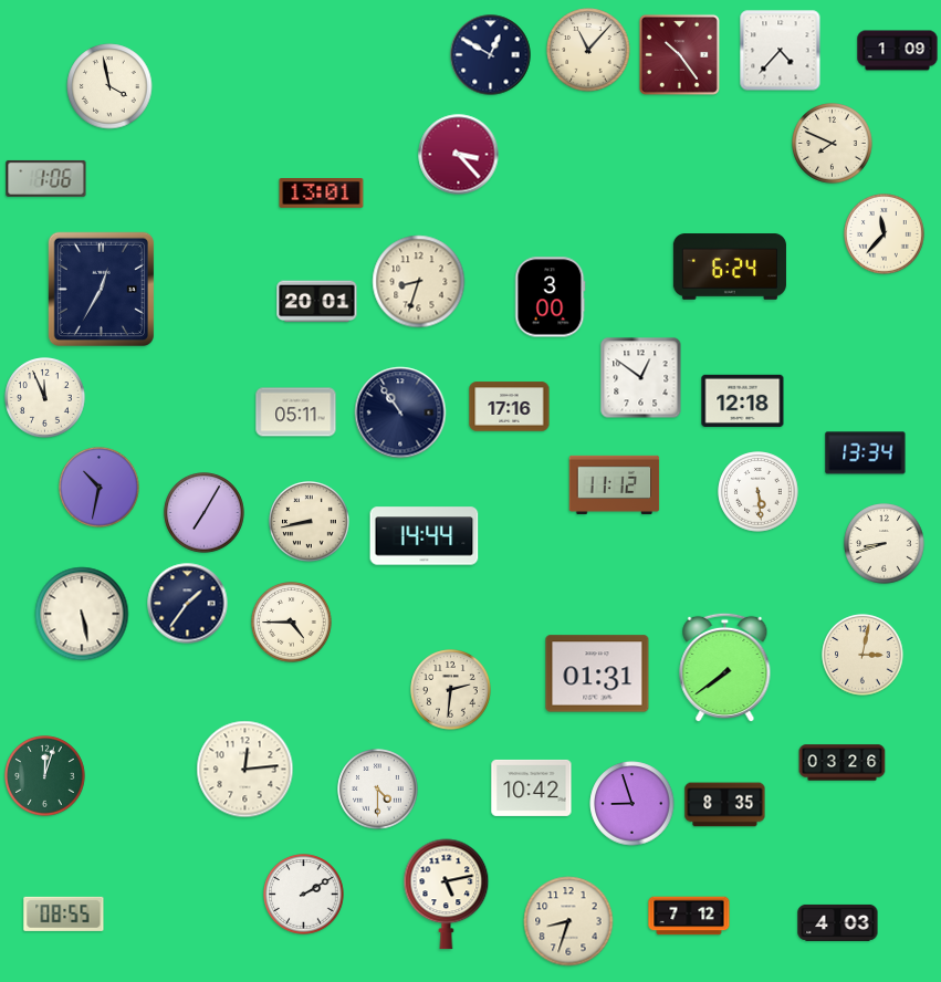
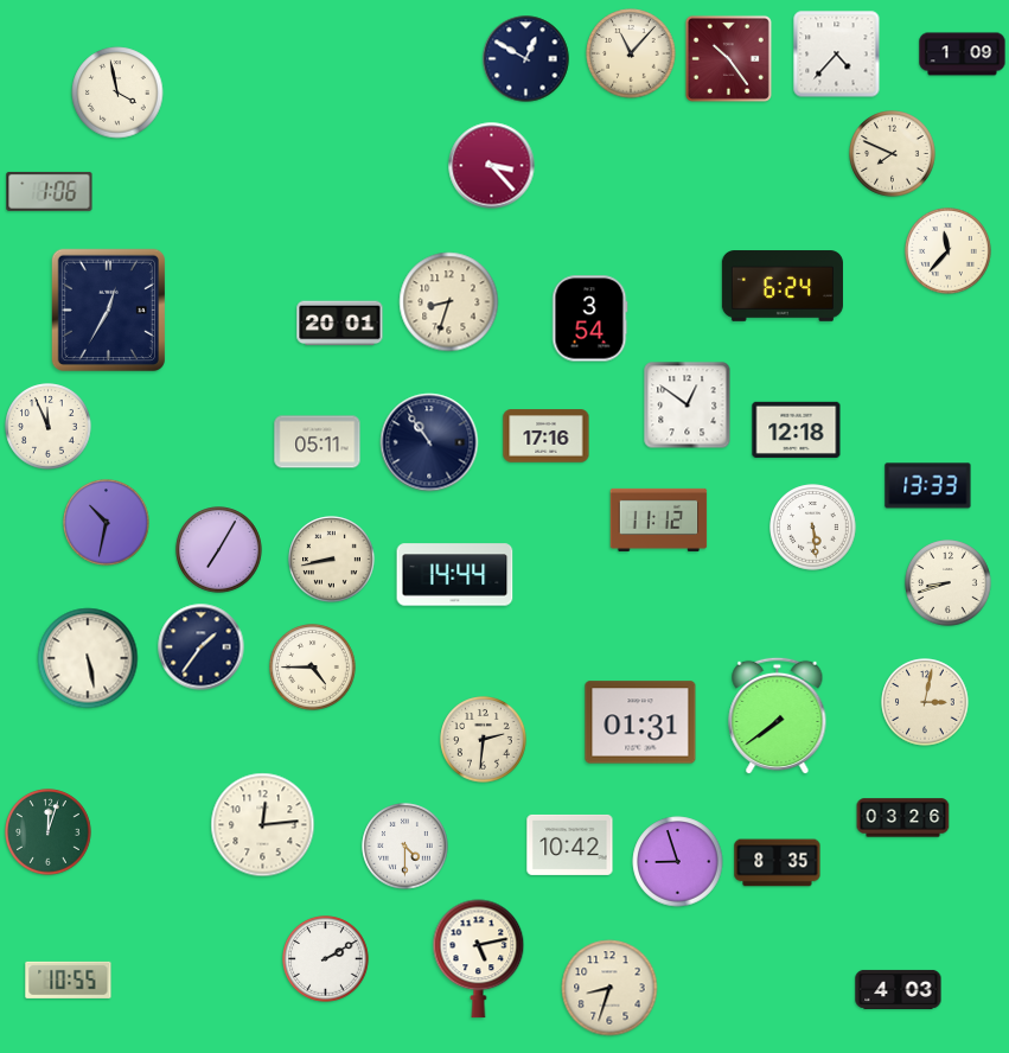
clock at (322, 194): 13:01 -> none
clock at (551, 297): 3:00 -> 3:54
clock at (866, 453): 13:34 -> 13:33
clock at (64, 913): 08:55 -> 10:55
clock at (689, 916): 7:12 -> none
